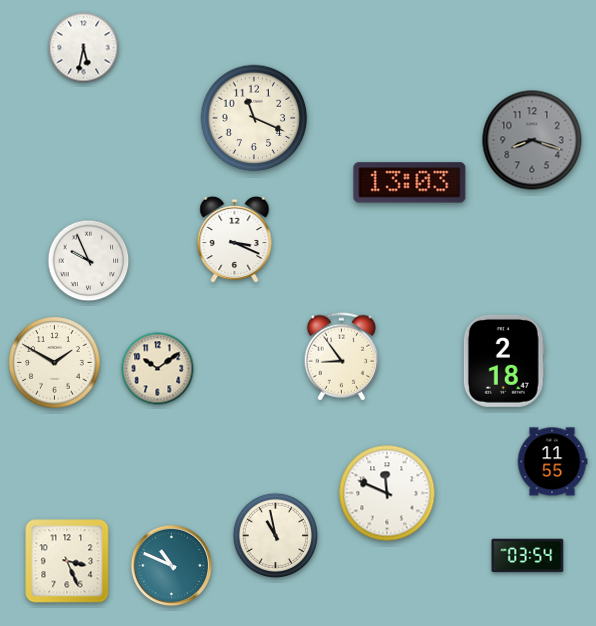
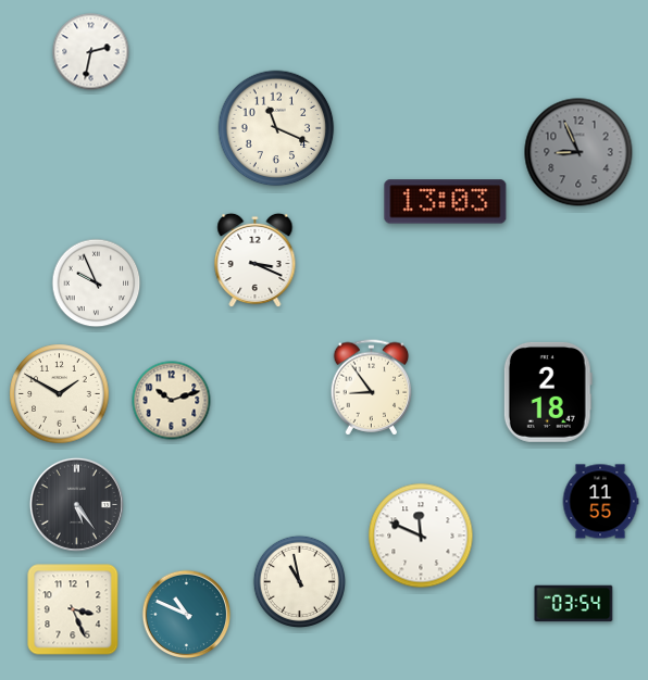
clock at (84, 48): 5:32 -> 2:32
clock at (532, 140): 8:18 -> 8:56
clock at (410, 183) position: (410, 183) -> (446, 202)
clock at (158, 369): 10:09 -> 10:12
clock at (76, 504): none -> 5:24
